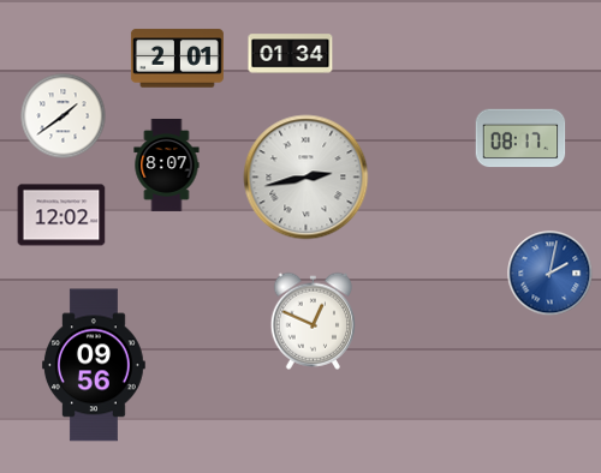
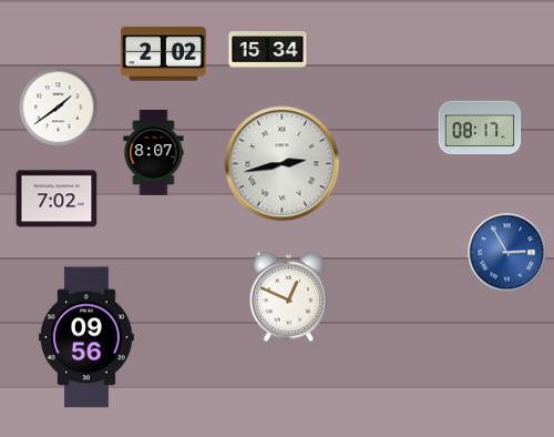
clock at (291, 54): 01:34 -> 15:34
clock at (177, 59): 2:01 -> 2:02
clock at (61, 215): 12:02 -> 7:02
clock at (551, 274): 2:02 -> 2:55
